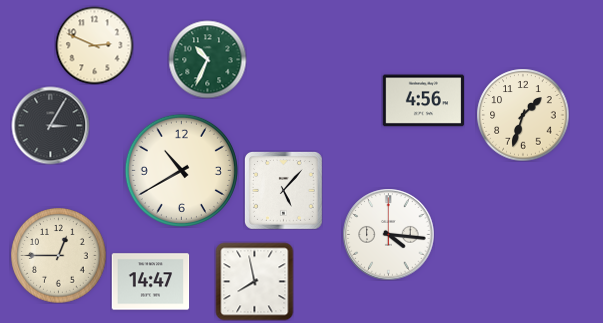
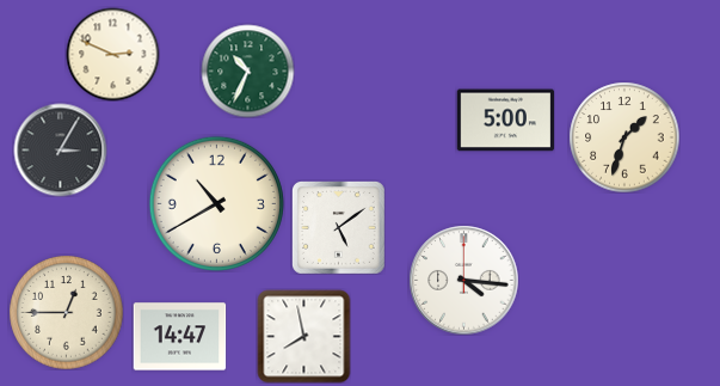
clock at (423, 101): 4:56 -> 5:00
clock at (284, 191): 5:07 -> 5:09
clock at (58, 255) position: (58, 255) -> (66, 312)
